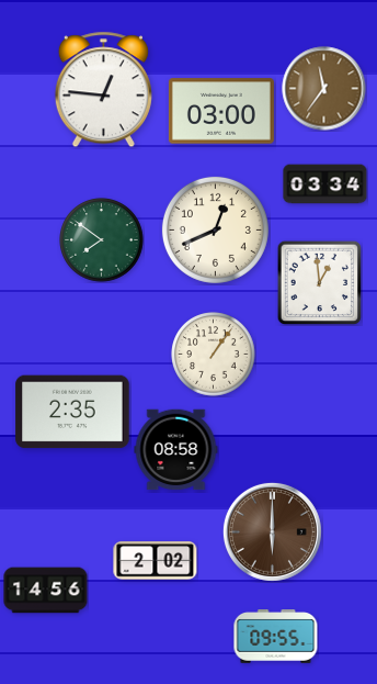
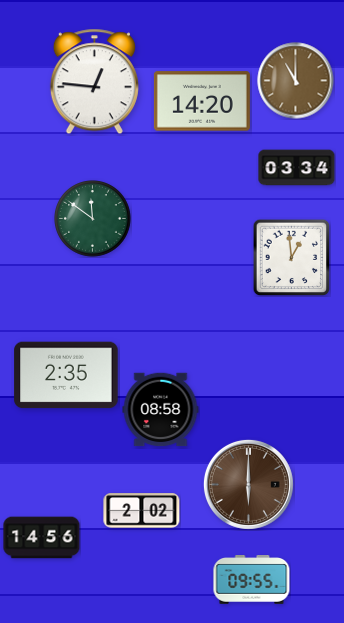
clock at (324, 89): 11:36 -> 11:00
clock at (221, 111): 03:00 -> 14:20
clock at (215, 229): 12:41 -> none
clock at (102, 240): 7:51 -> 11:51
clock at (214, 355): 1:06 -> none
